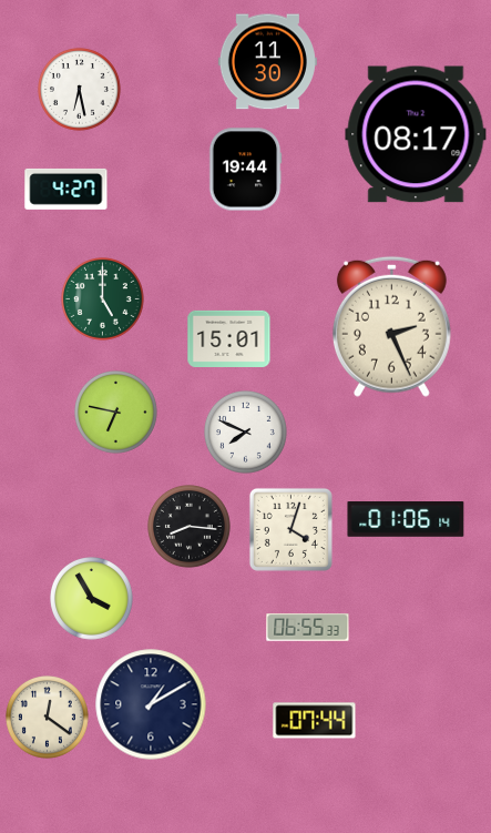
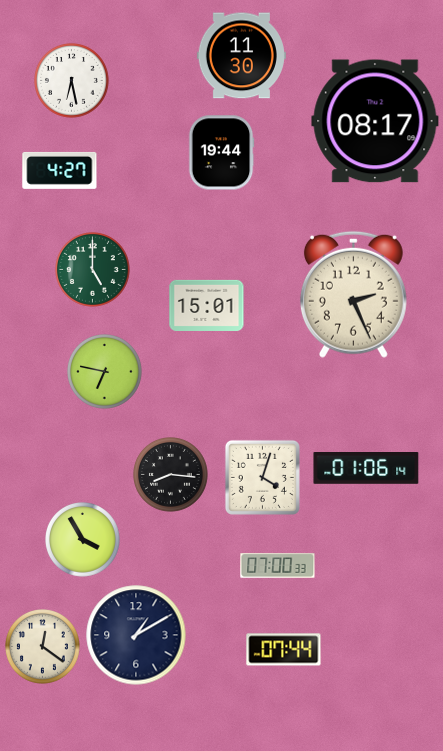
clock at (246, 433): 7:49 -> none
clock at (308, 628): 06:55 -> 07:00
